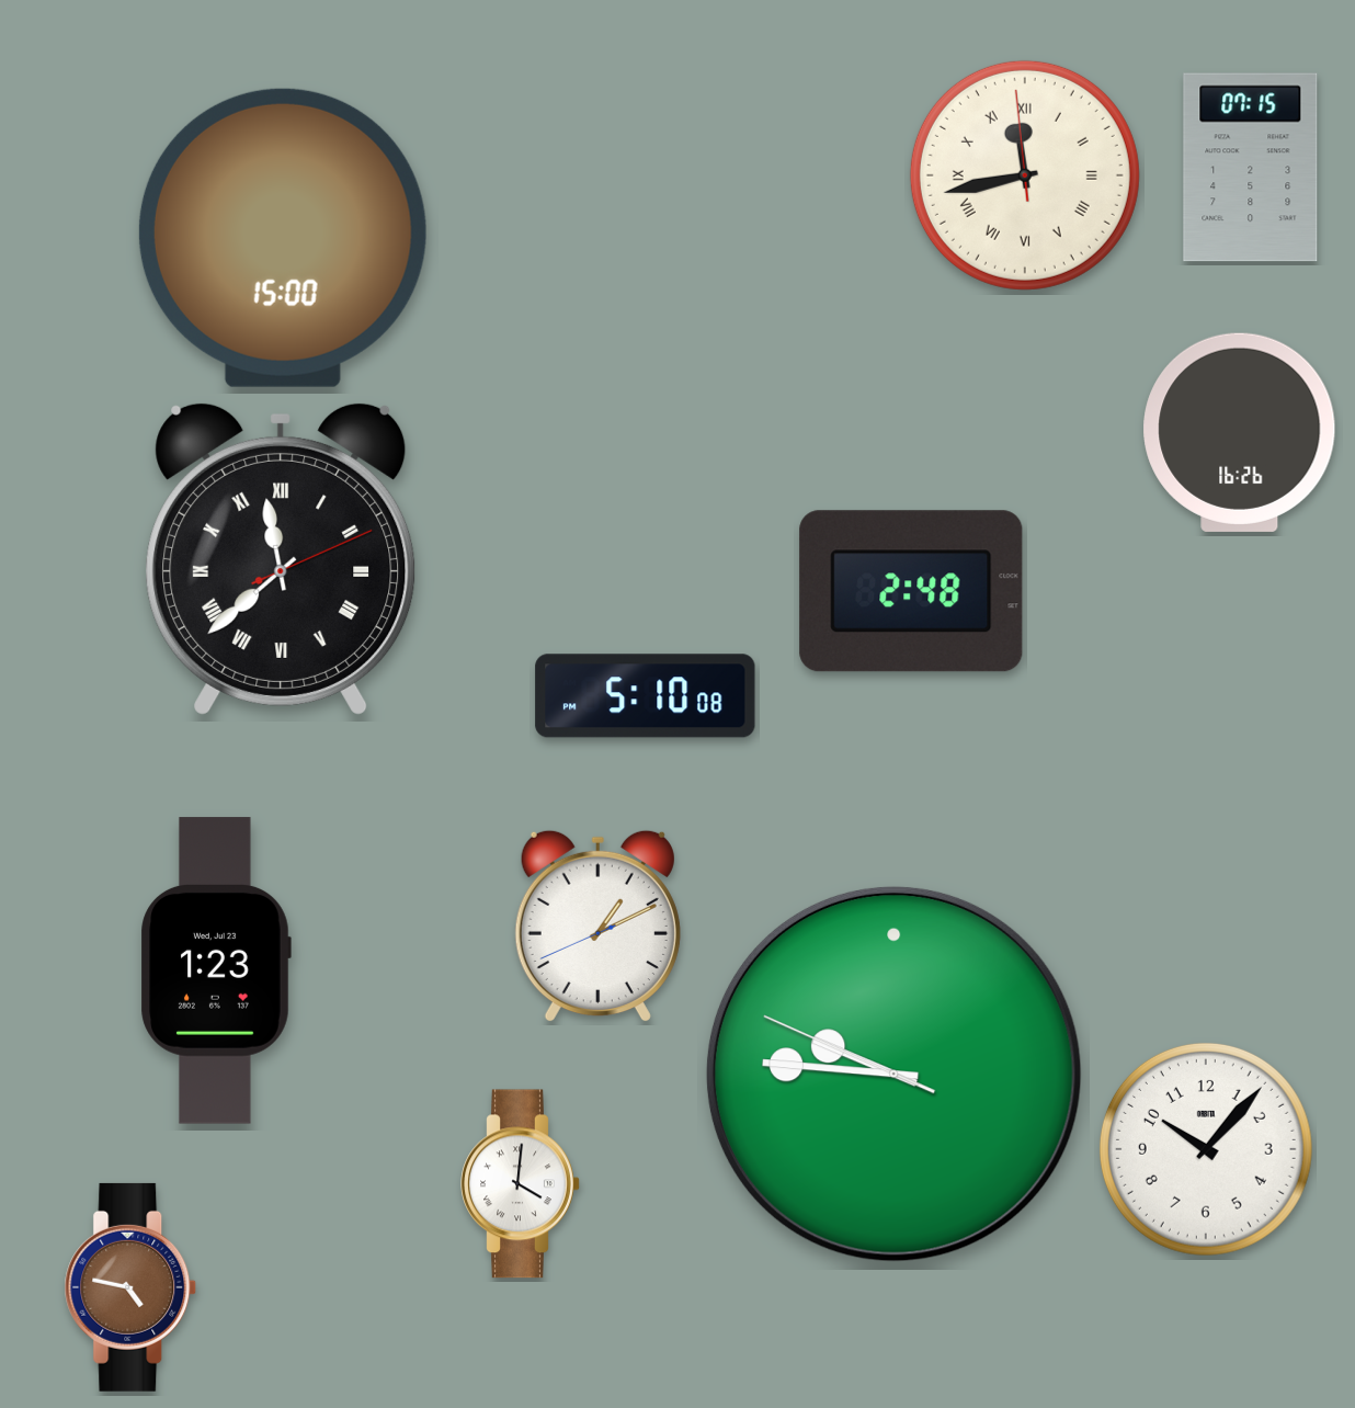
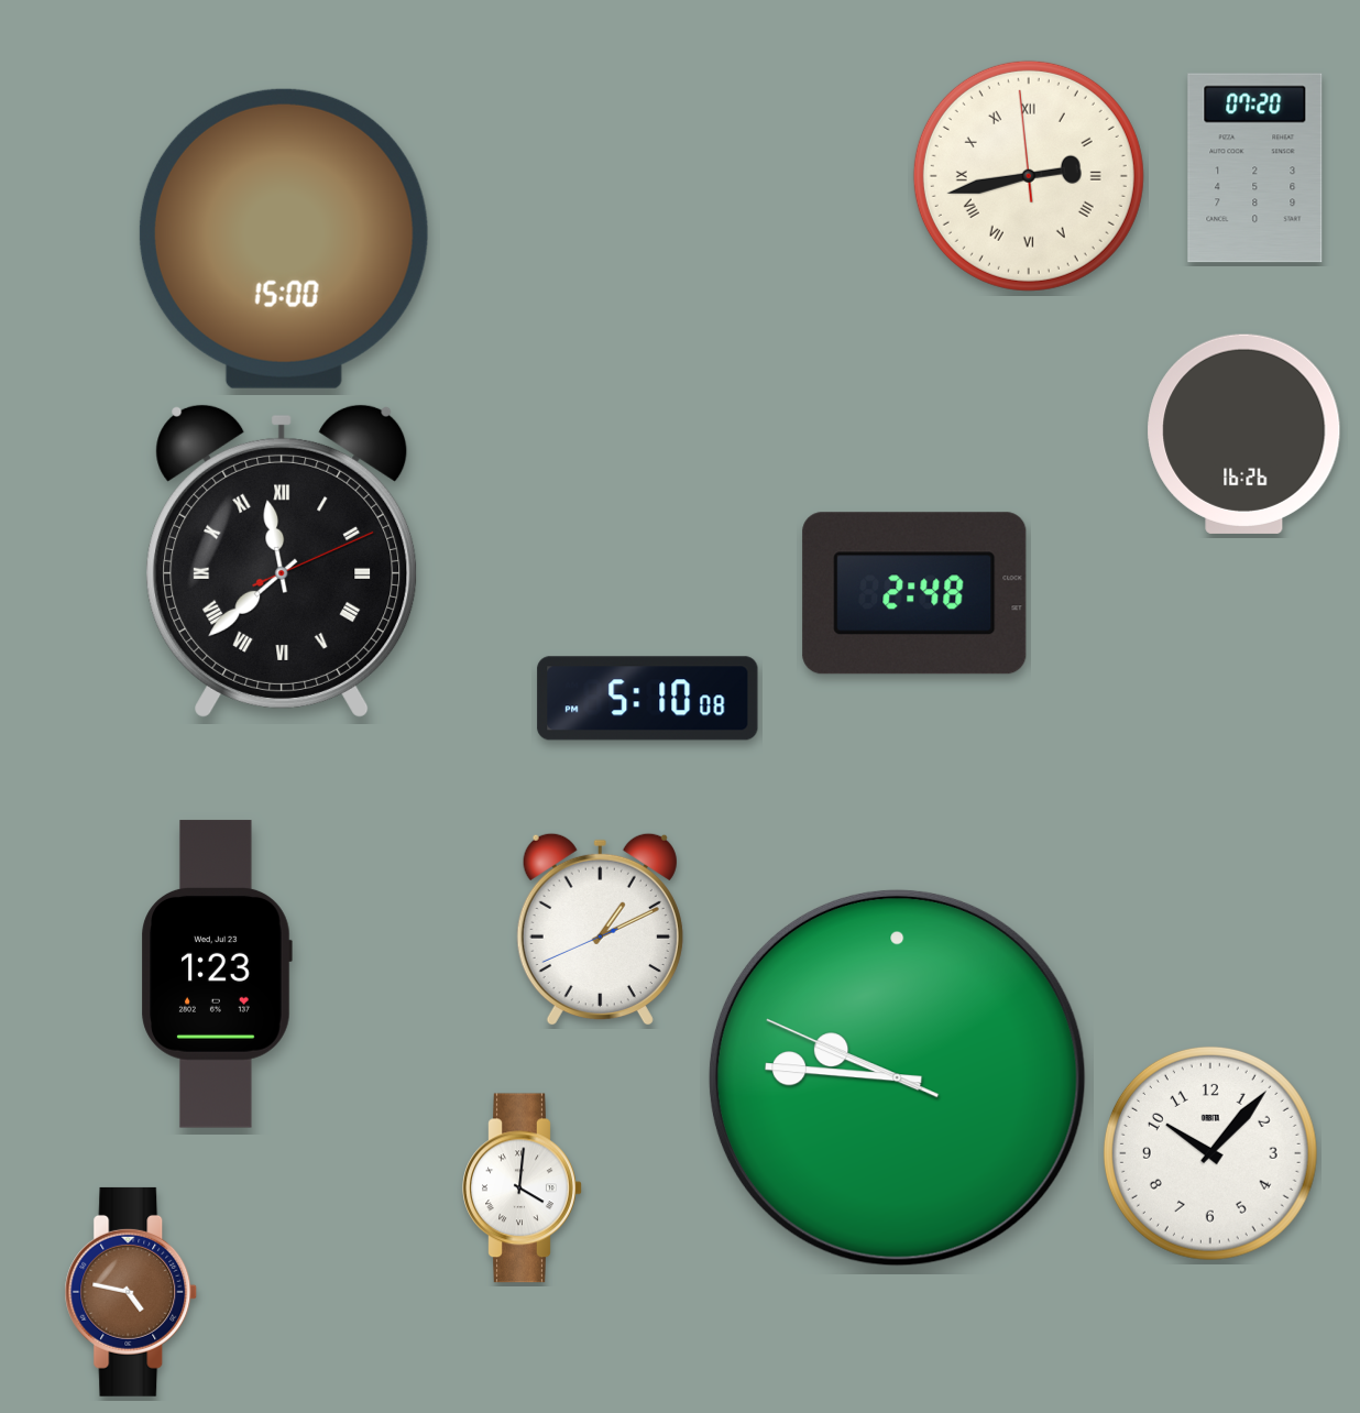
clock at (1251, 168): 07:15 -> 07:20
clock at (1025, 175): 11:42 -> 2:42
